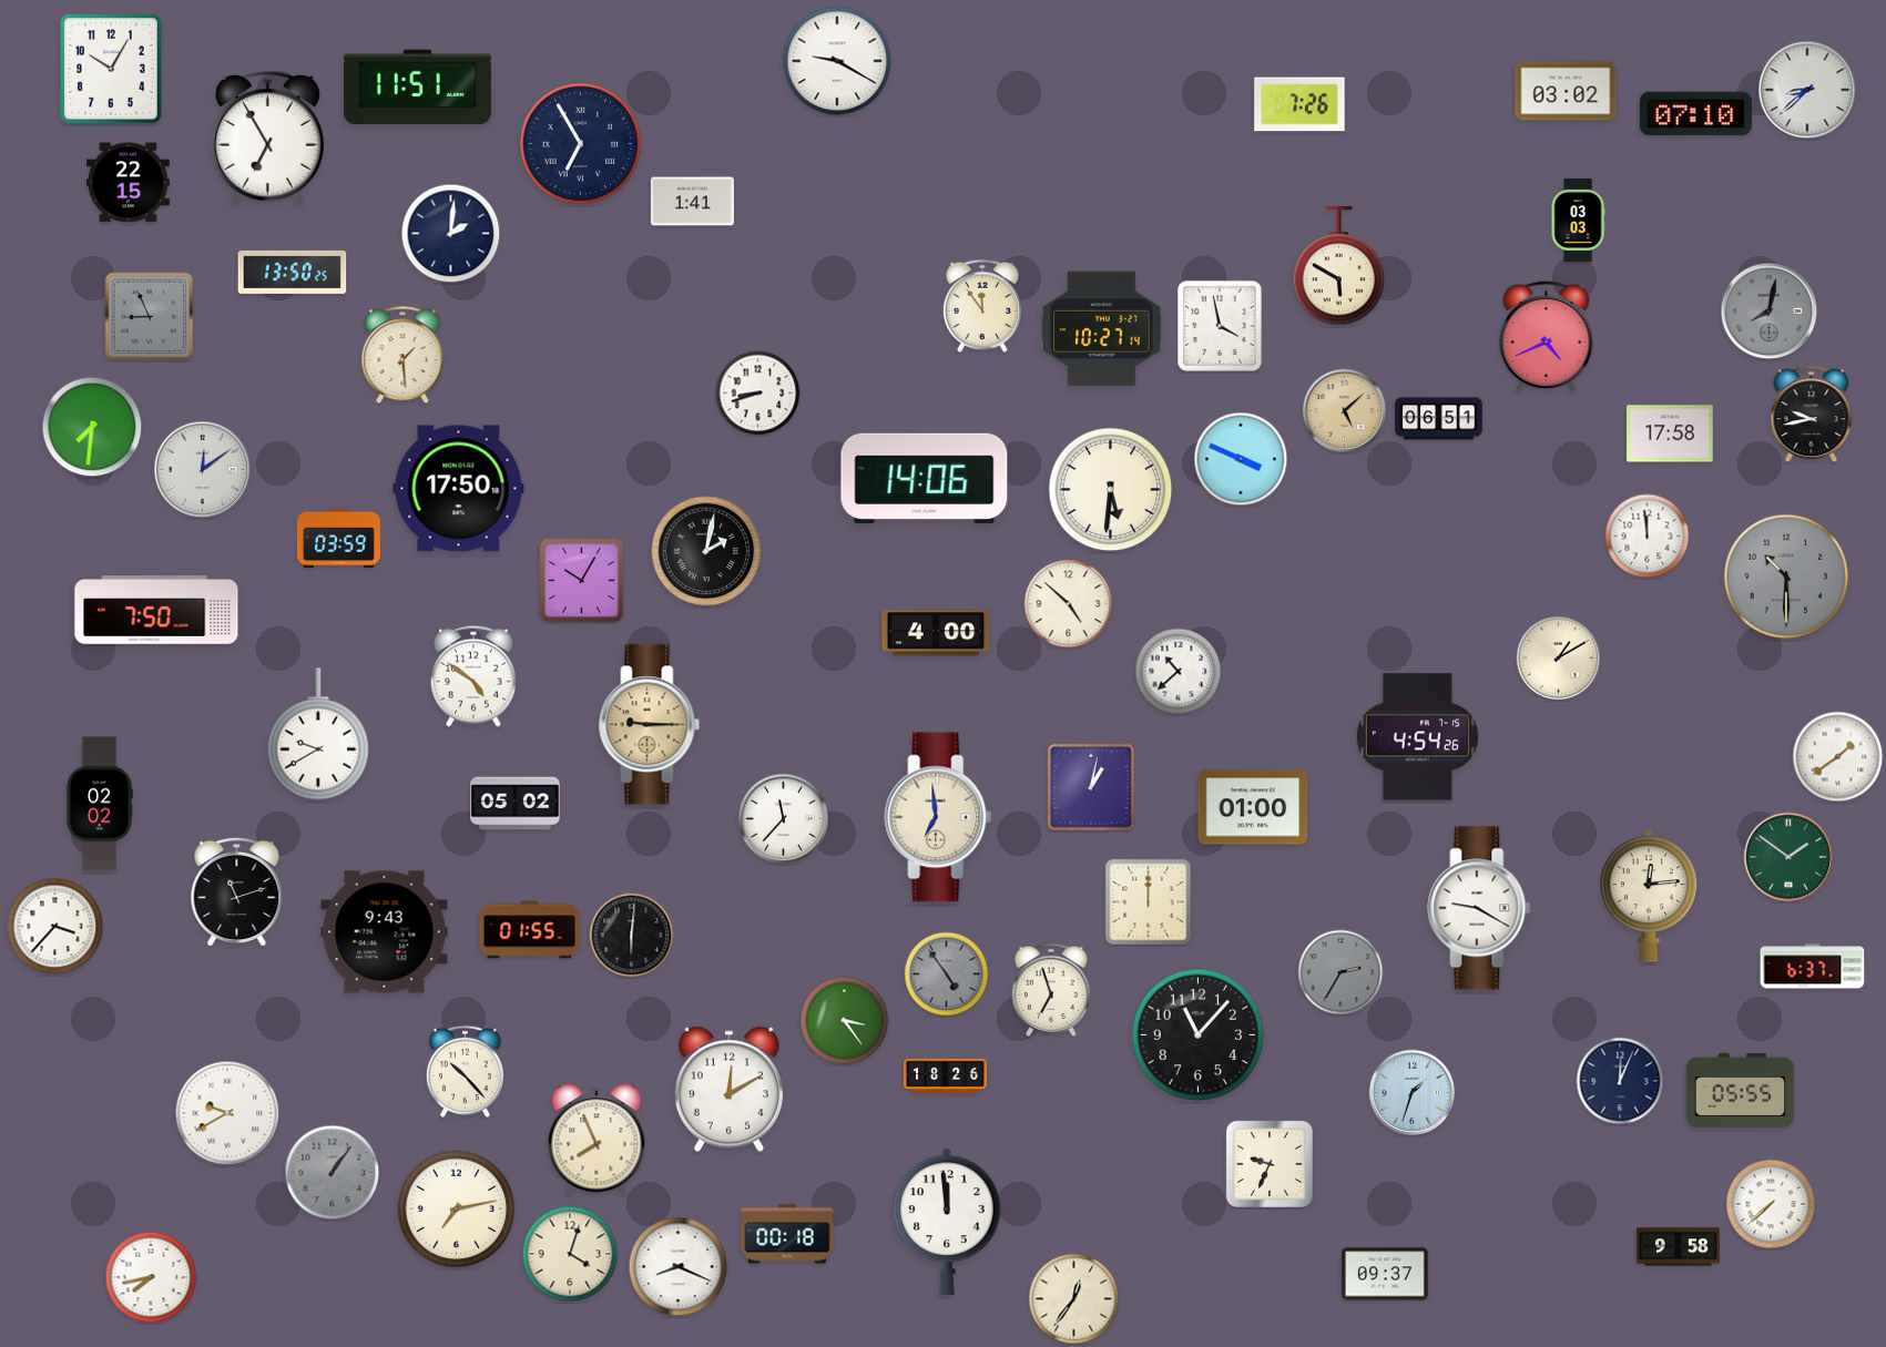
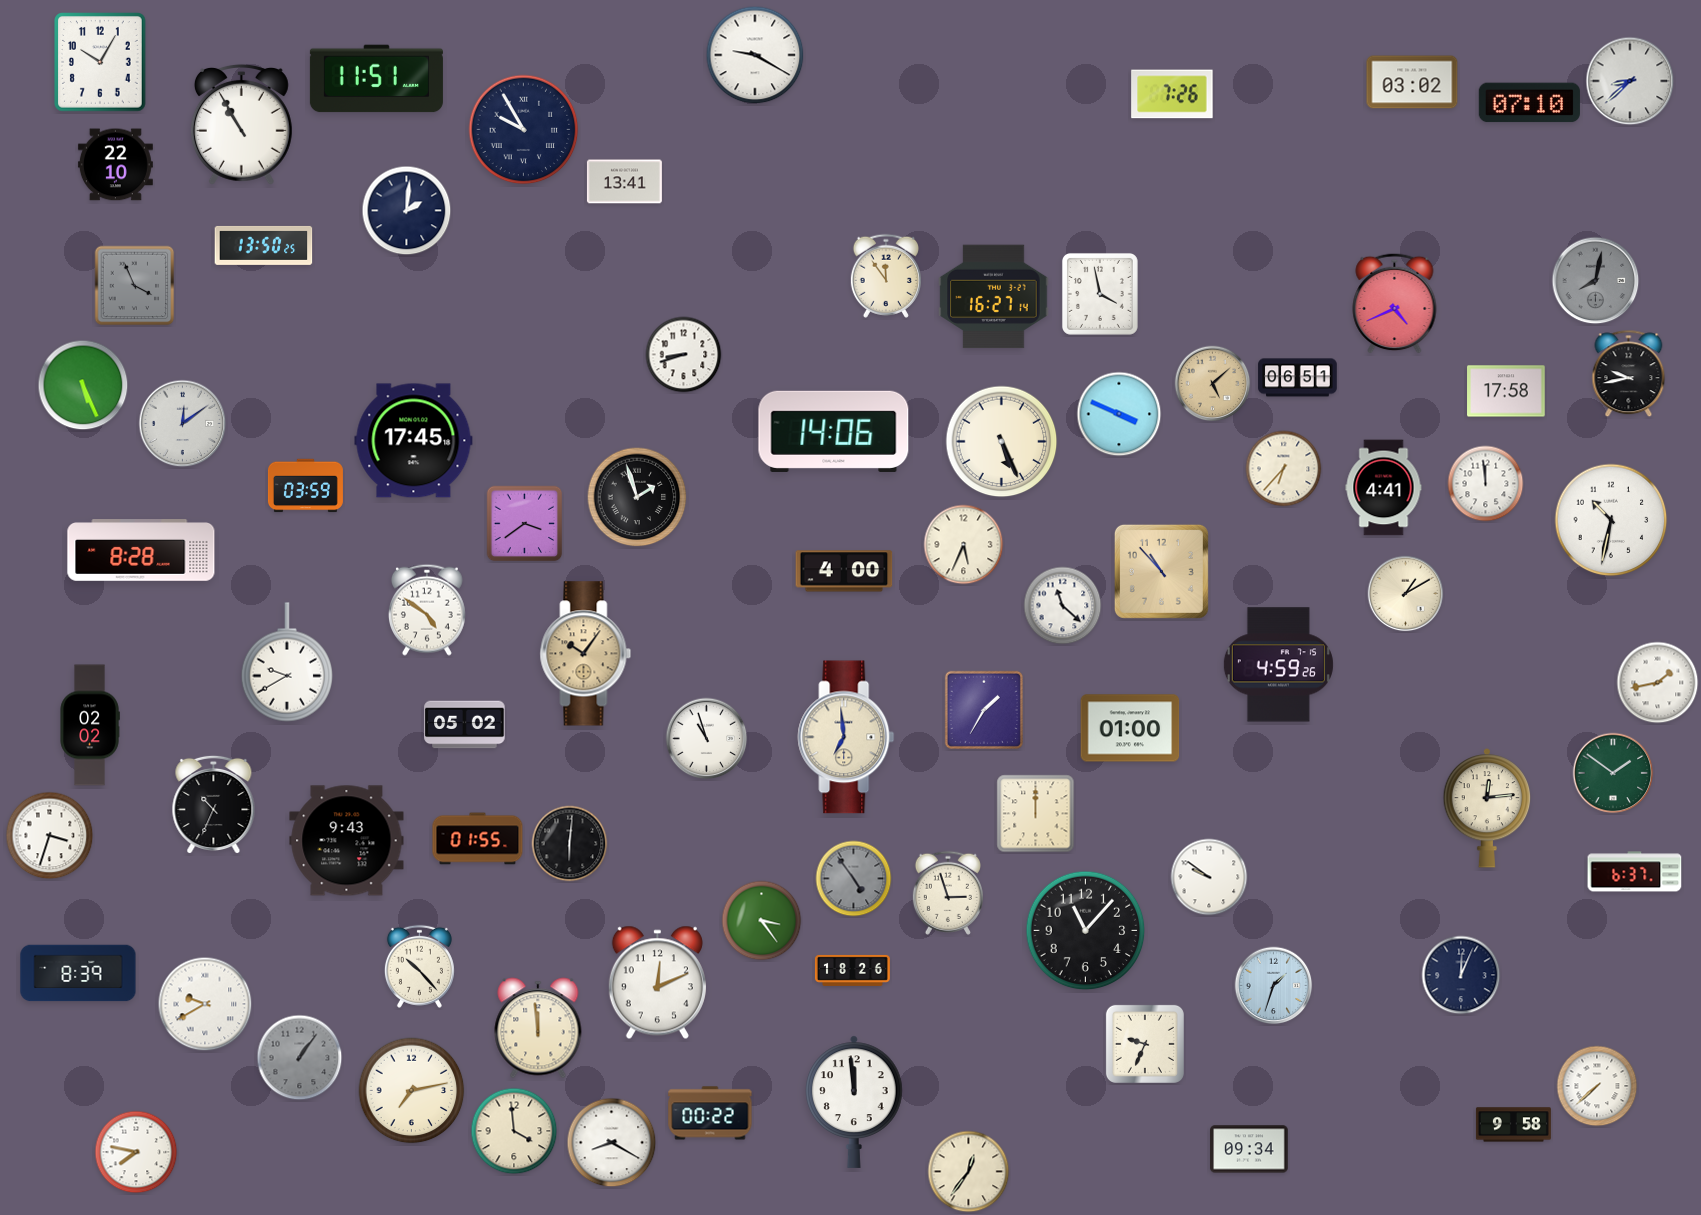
clock at (267, 137): 6:55 -> 10:55
clock at (581, 144): 6:55 -> 9:55
clock at (128, 183): 22:15 -> 22:10
clock at (692, 202): 1:41 -> 13:41
clock at (1578, 220): 03:03 -> none
clock at (1339, 266): 5:50 -> none
clock at (150, 317): 8:56 -> 3:56
clock at (1102, 329): 10:27 -> 16:27
clock at (402, 356): 1:29 -> none
clock at (1345, 411) position: (1345, 411) -> (1213, 384)
clock at (1812, 415) position: (1812, 415) -> (1629, 374)
clock at (92, 427): 7:31 -> 5:26
clock at (459, 489): 17:50 -> 17:45
clock at (1111, 490): 5:31 -> 5:26
clock at (1284, 469): none -> 6:37
clock at (1384, 488): none -> 4:41
clock at (706, 551): 2:02 -> 1:57
clock at (1786, 576): 10:30 -> 10:32
clock at (1786, 576) dial: grey -> white
clock at (582, 581): 10:05 -> 3:39
clock at (1069, 604): 4:52 -> 5:34
clock at (156, 610): 7:50 -> 8:28
clock at (1161, 571): none -> 10:53
clock at (1179, 672): 10:38 -> 11:22
clock at (650, 725): 9:15 -> 10:06
clock at (1417, 737): 4:54 -> 4:59
clock at (1838, 757): 1:39 -> 1:43
clock at (1091, 787): 1:02 -> 1:35
clock at (784, 819): 11:37 -> 10:57
clock at (237, 891): 11:12 -> 10:34
clock at (1479, 908): 9:20 -> none
clock at (55, 927): 3:37 -> 3:33
clock at (1340, 972): 2:35 -> 9:51
clock at (1340, 972) dial: grey -> white
clock at (1051, 990): 6:57 -> 2:57
clock at (1199, 1035) position: (1199, 1035) -> (1086, 931)
clock at (78, 973): none -> 8:39
clock at (728, 1090): 12:10 -> 12:11
clock at (1741, 1090): 05:55 -> none
clock at (597, 1140): 7:56 -> 11:59
clock at (1270, 1164) position: (1270, 1164) -> (1145, 1044)
clock at (787, 1234): 00:18 -> 00:22
clock at (570, 1254): 4:03 -> 3:59
clock at (679, 1267): 8:19 -> 8:20
clock at (1385, 1274): 09:37 -> 09:34
clock at (151, 1277): 7:43 -> 7:47
